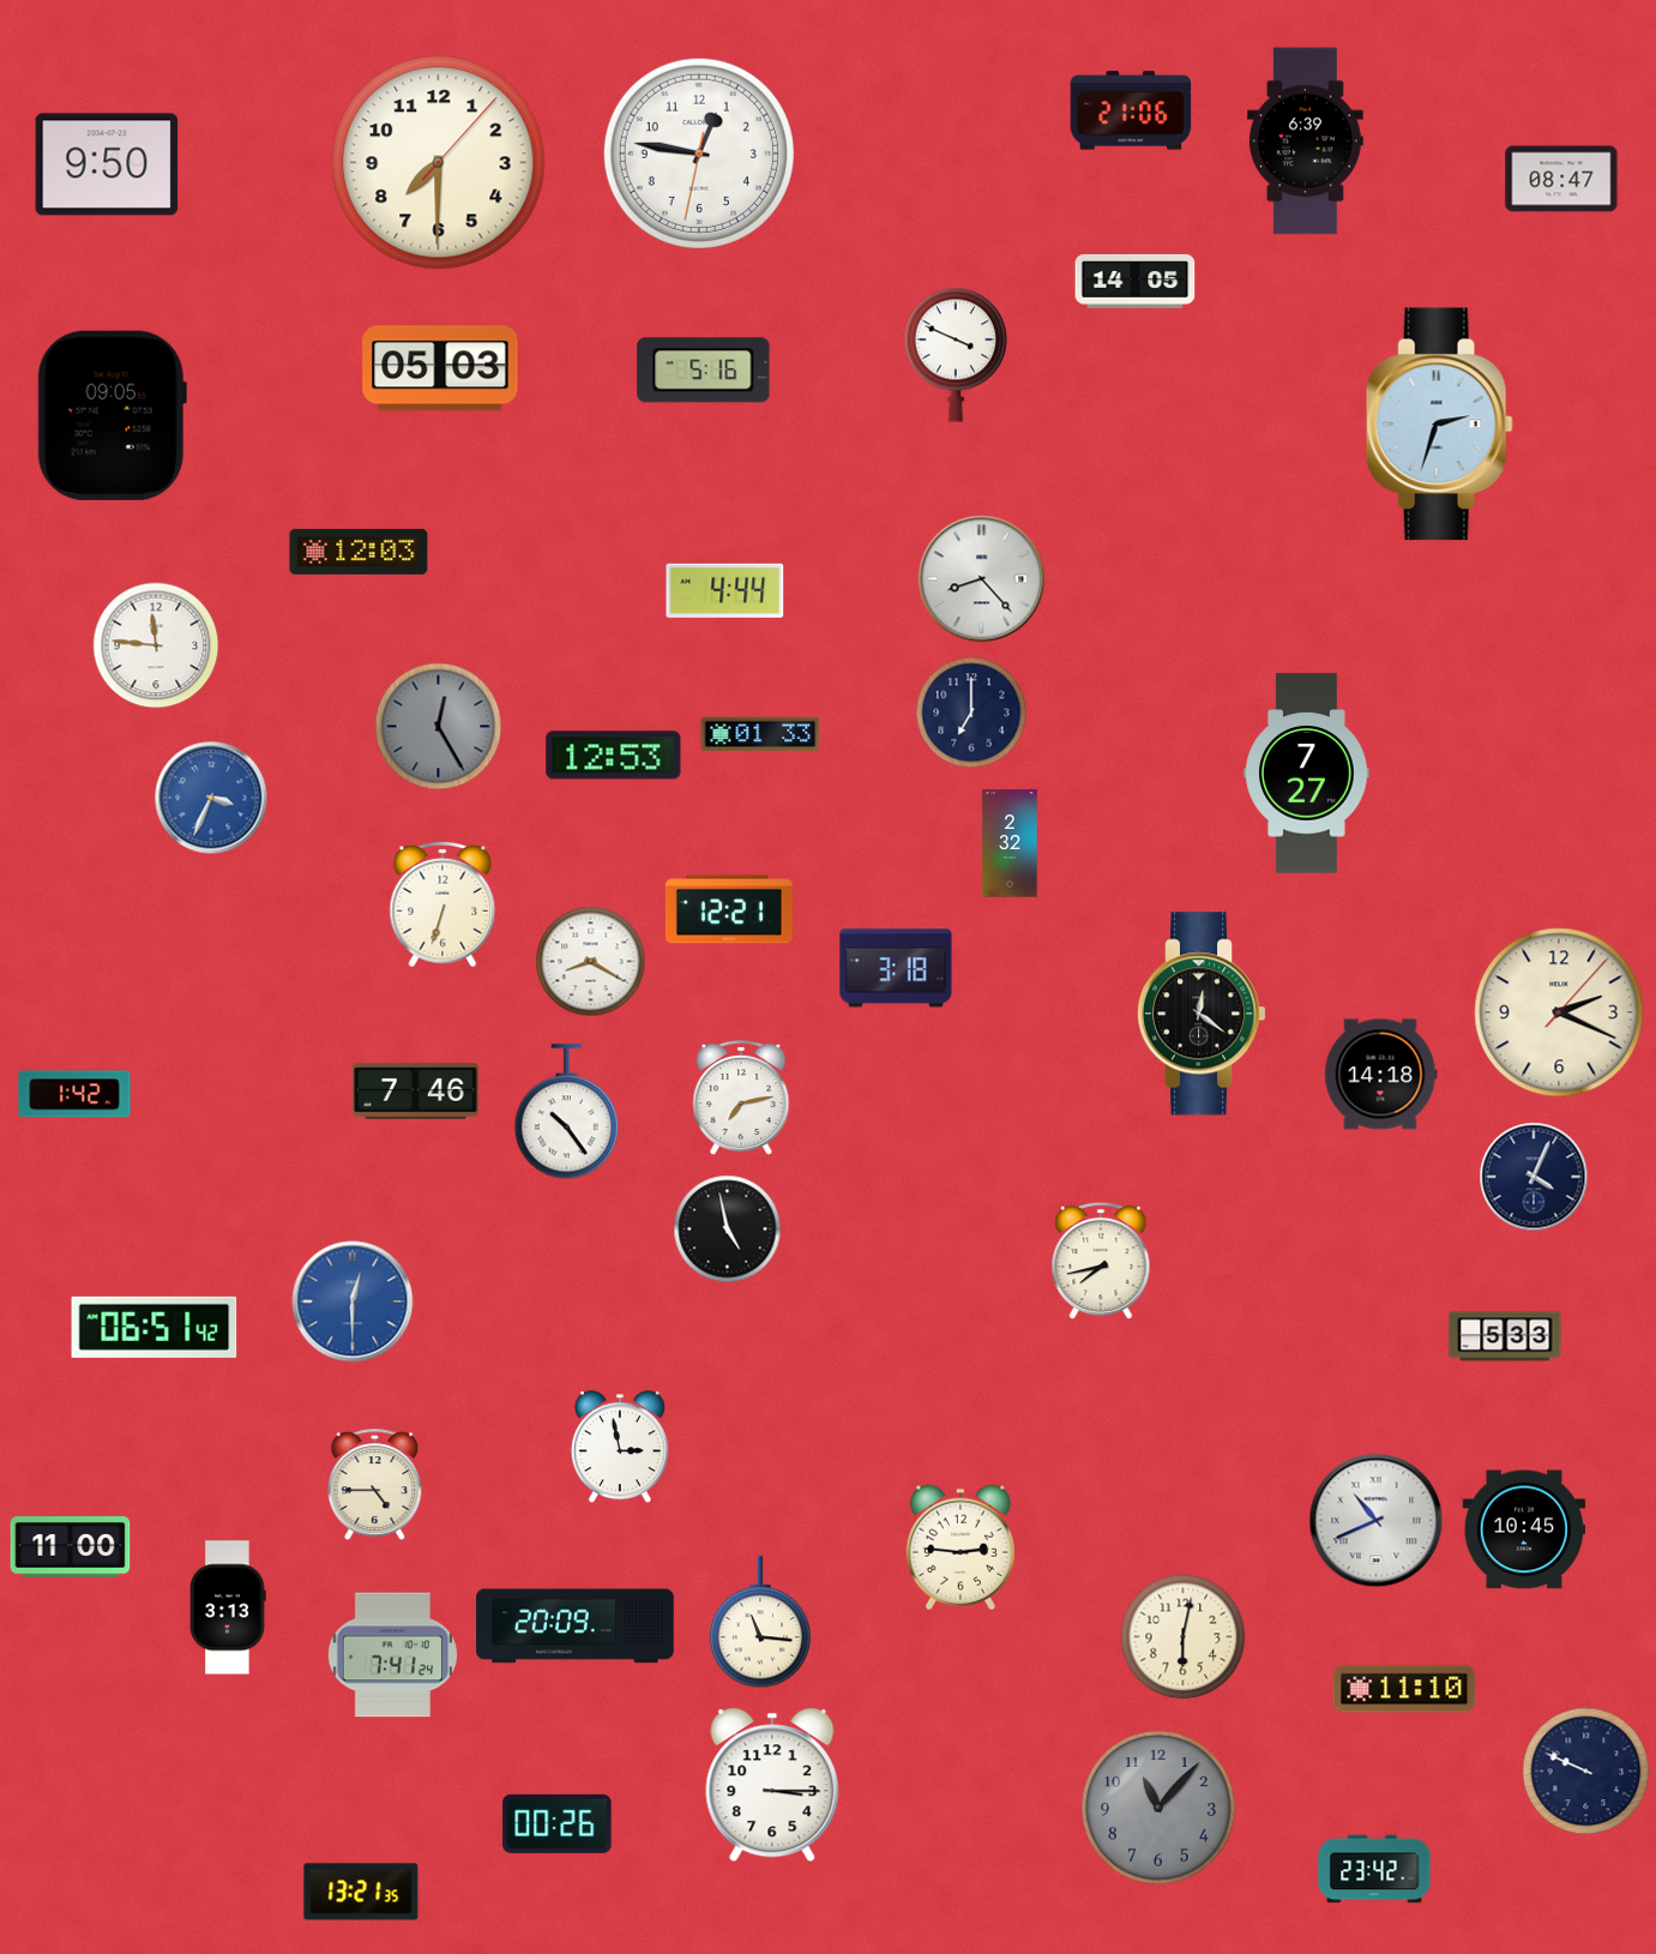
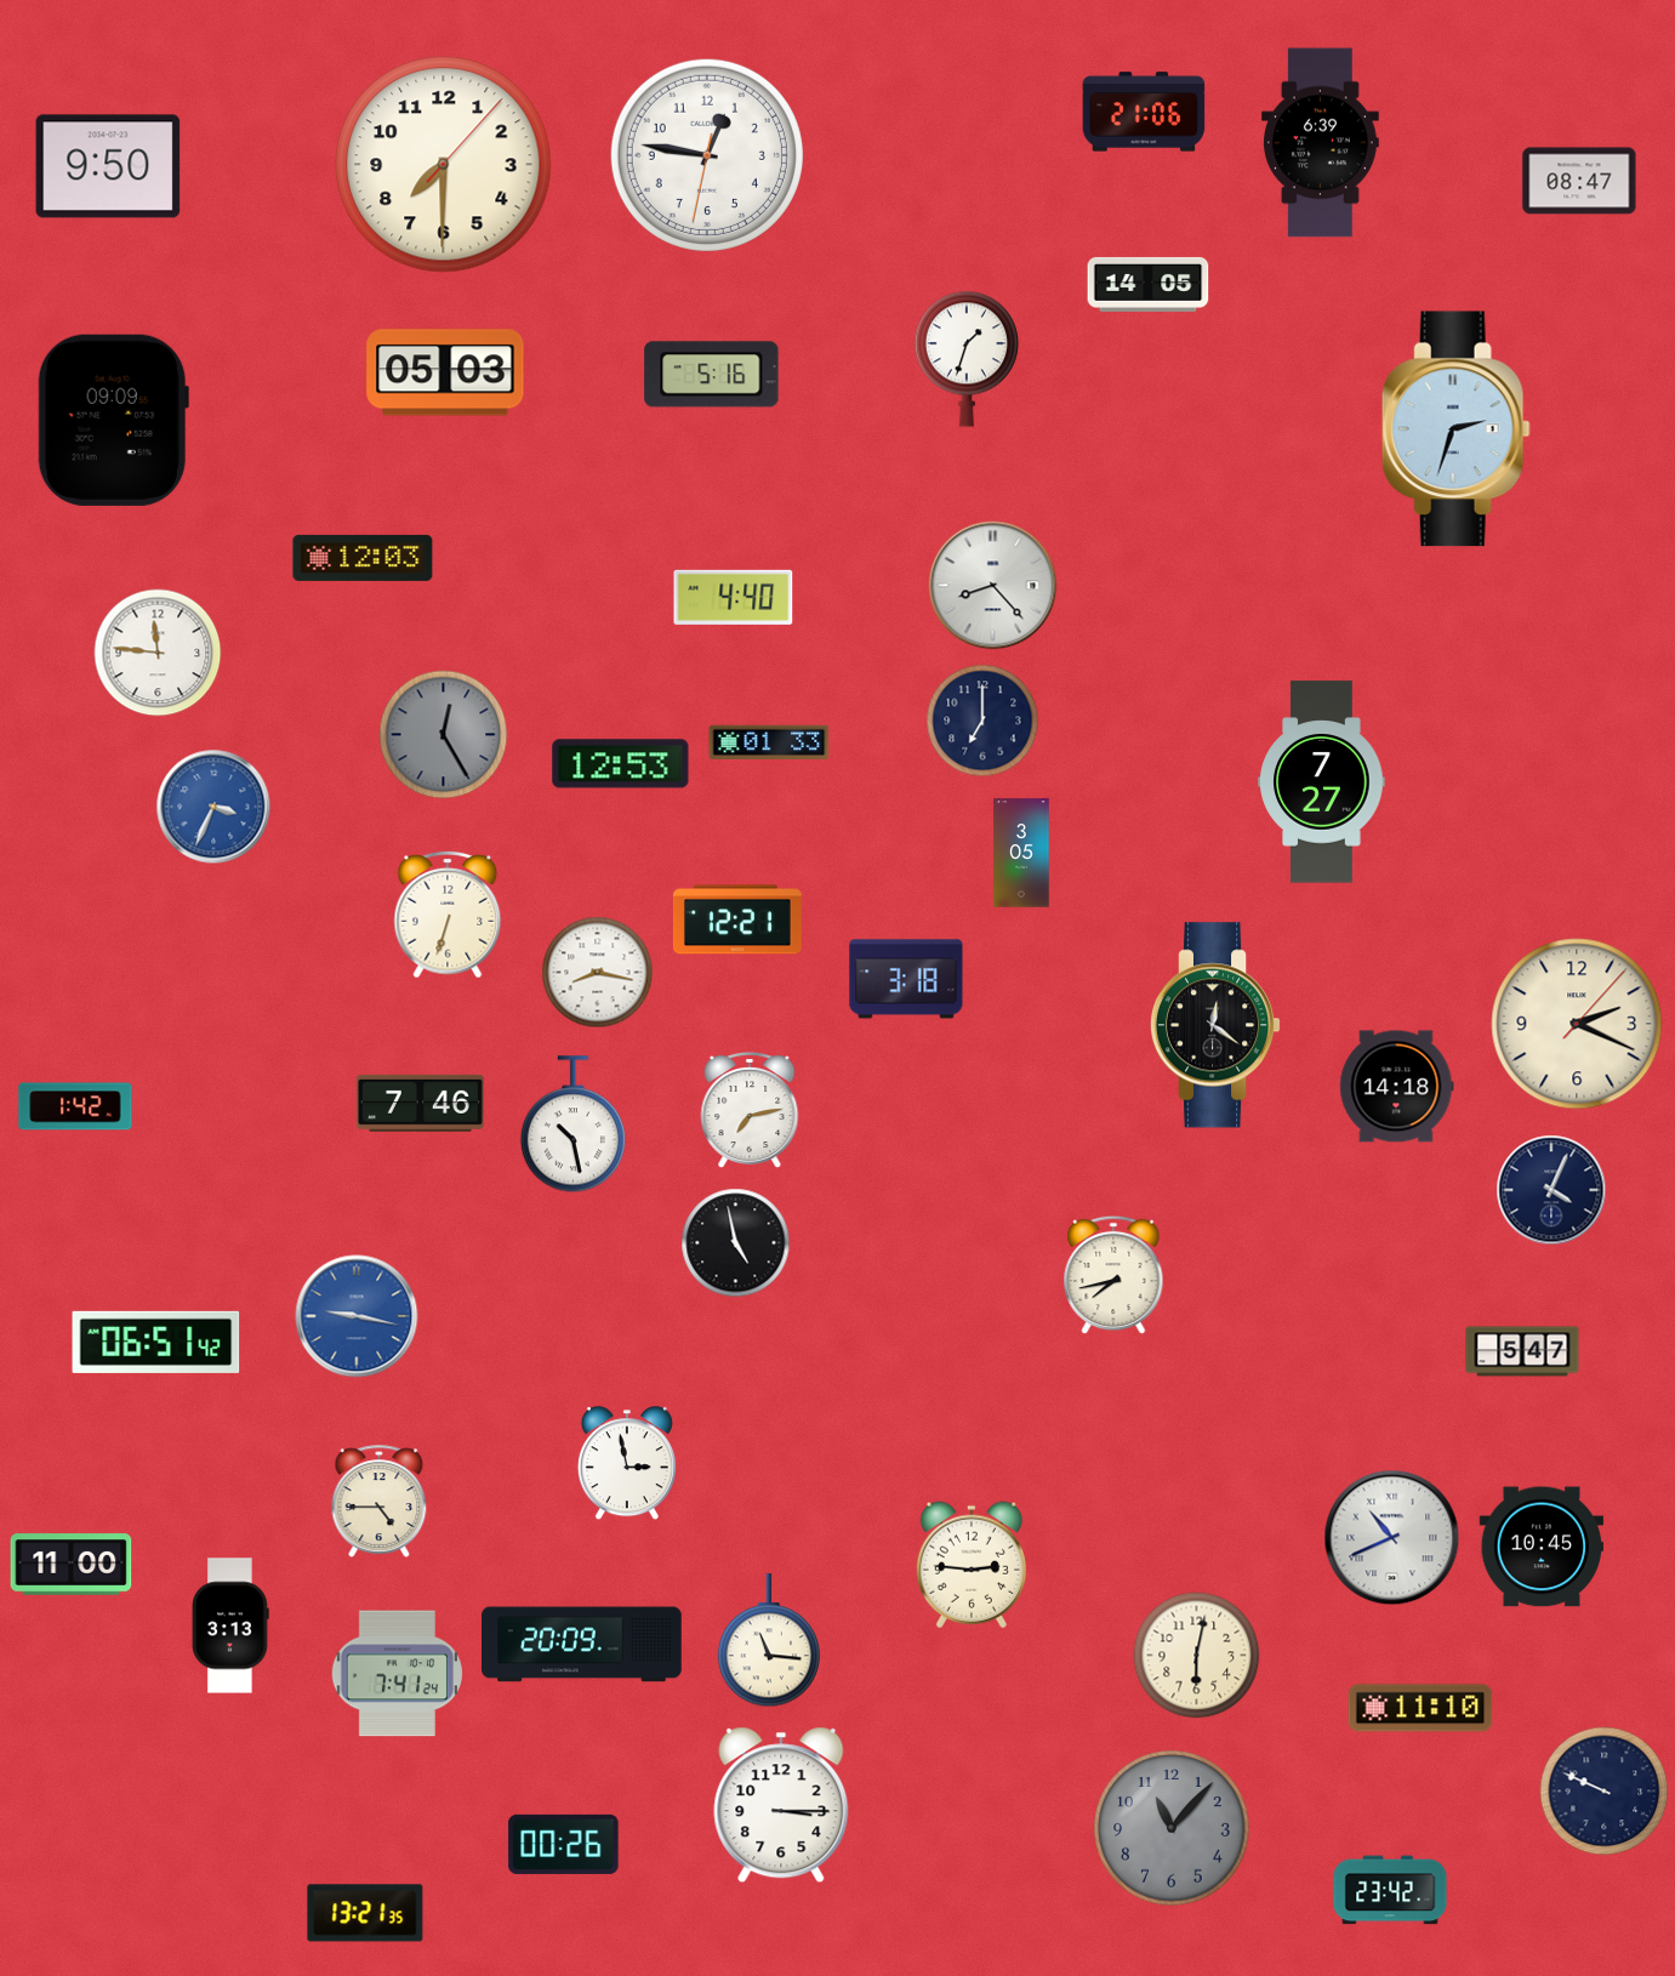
clock at (956, 355): 3:49 -> 1:33
clock at (112, 415): 09:05 -> 09:09
clock at (725, 590): 4:44 -> 4:40
clock at (1010, 843): 2:32 -> 3:05
clock at (591, 962): 8:20 -> 8:17
clock at (566, 1112): 10:24 -> 10:28
clock at (353, 1301): 12:30 -> 9:17
clock at (1505, 1336): 5:33 -> 5:47
